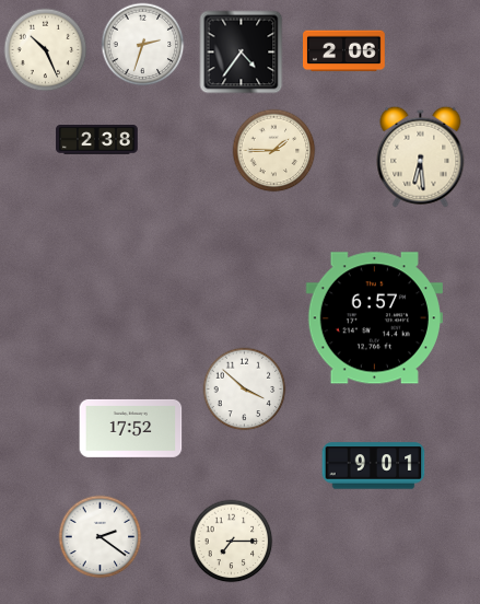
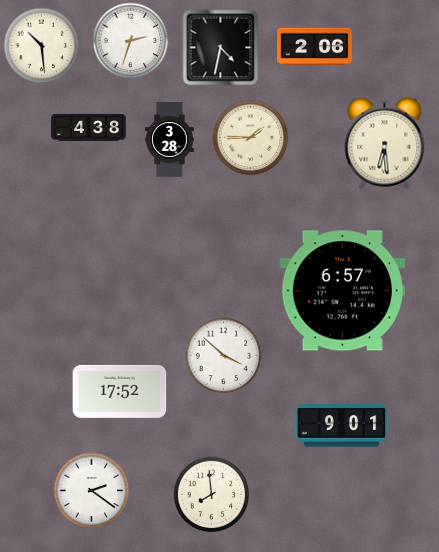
clock at (46, 50): 10:26 -> 10:29
clock at (242, 53): 4:36 -> 4:32
clock at (97, 140): 2:38 -> 4:38
clock at (170, 140): none -> 3:28
clock at (232, 542): 7:15 -> 7:59
